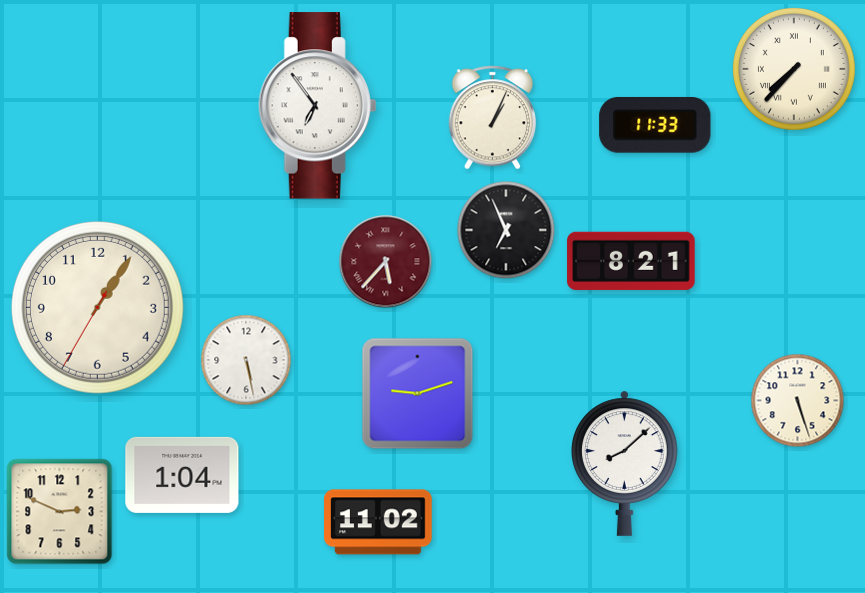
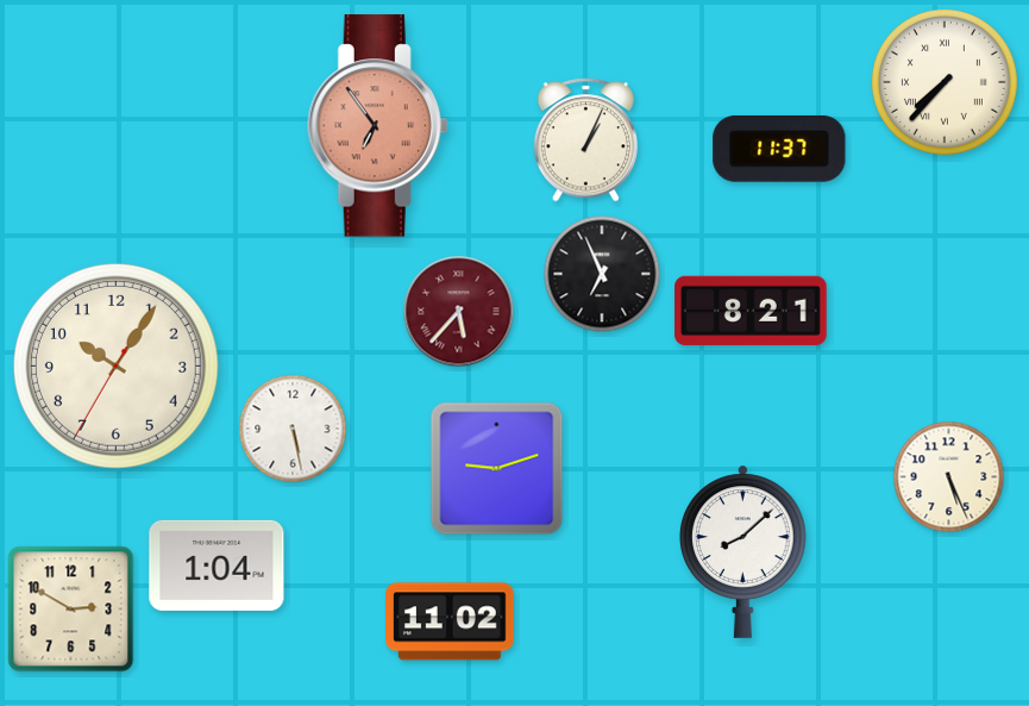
clock at (318, 106) dial: white -> salmon
clock at (655, 125): 11:33 -> 11:37
clock at (97, 307): 1:05 -> 10:05
clock at (798, 401): 5:27 -> 5:26
clock at (60, 512): 2:49 -> 2:50
